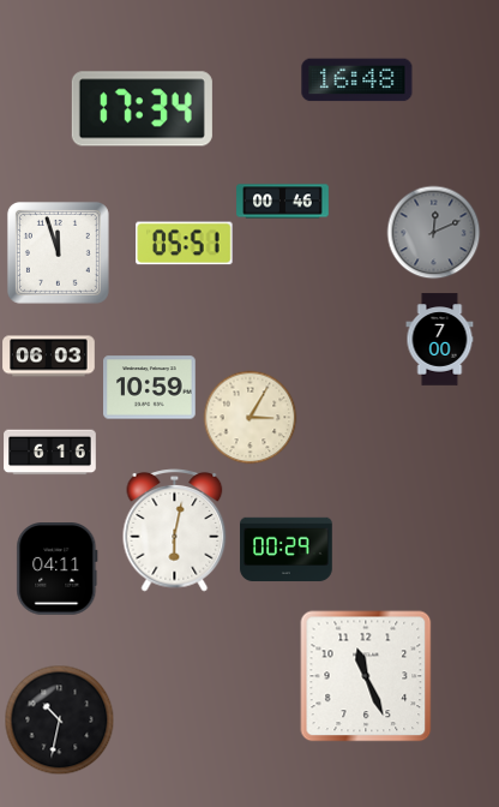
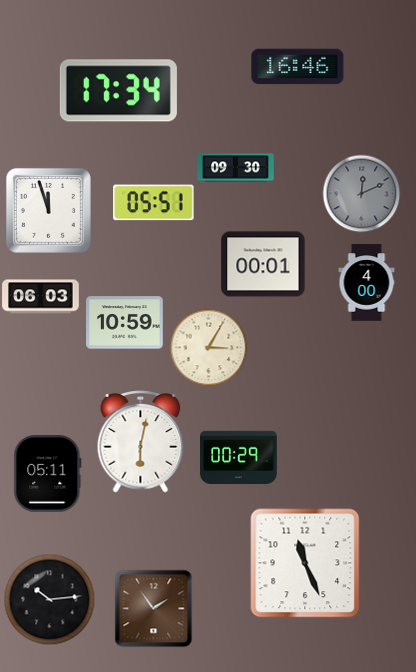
clock at (357, 80): 16:48 -> 16:46
clock at (283, 202): 00:46 -> 09:30
clock at (263, 264): none -> 00:01
clock at (440, 340): 7:00 -> 4:00
clock at (50, 453): 6:16 -> none
clock at (175, 531) position: (175, 531) -> (141, 442)
clock at (58, 569): 04:11 -> 05:11
clock at (59, 719): 10:32 -> 10:14
clock at (153, 608): none -> 1:54
